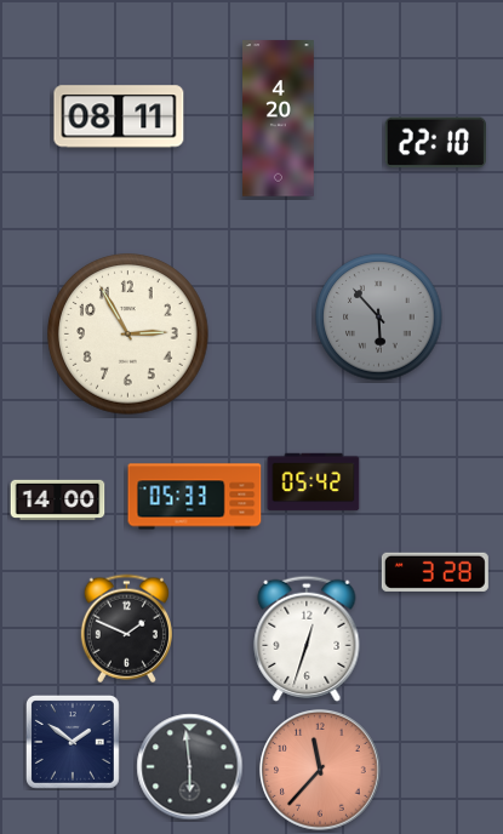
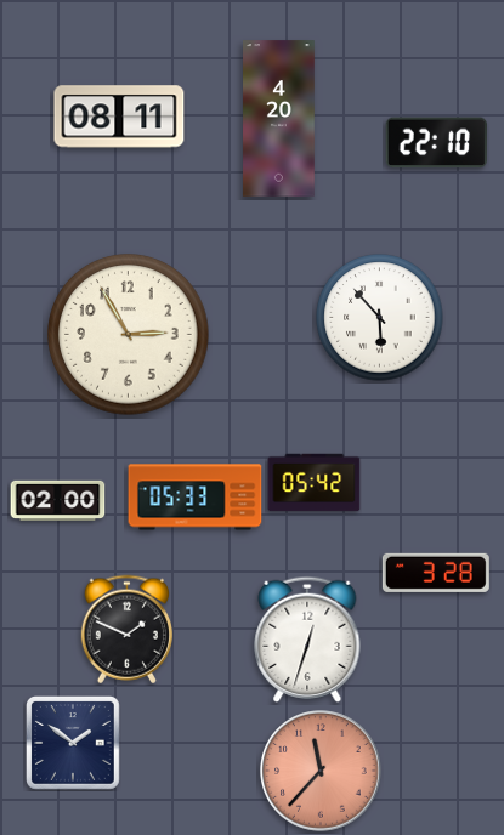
clock at (379, 318) dial: grey -> white
clock at (58, 499): 14:00 -> 02:00
clock at (190, 767): 5:59 -> none
